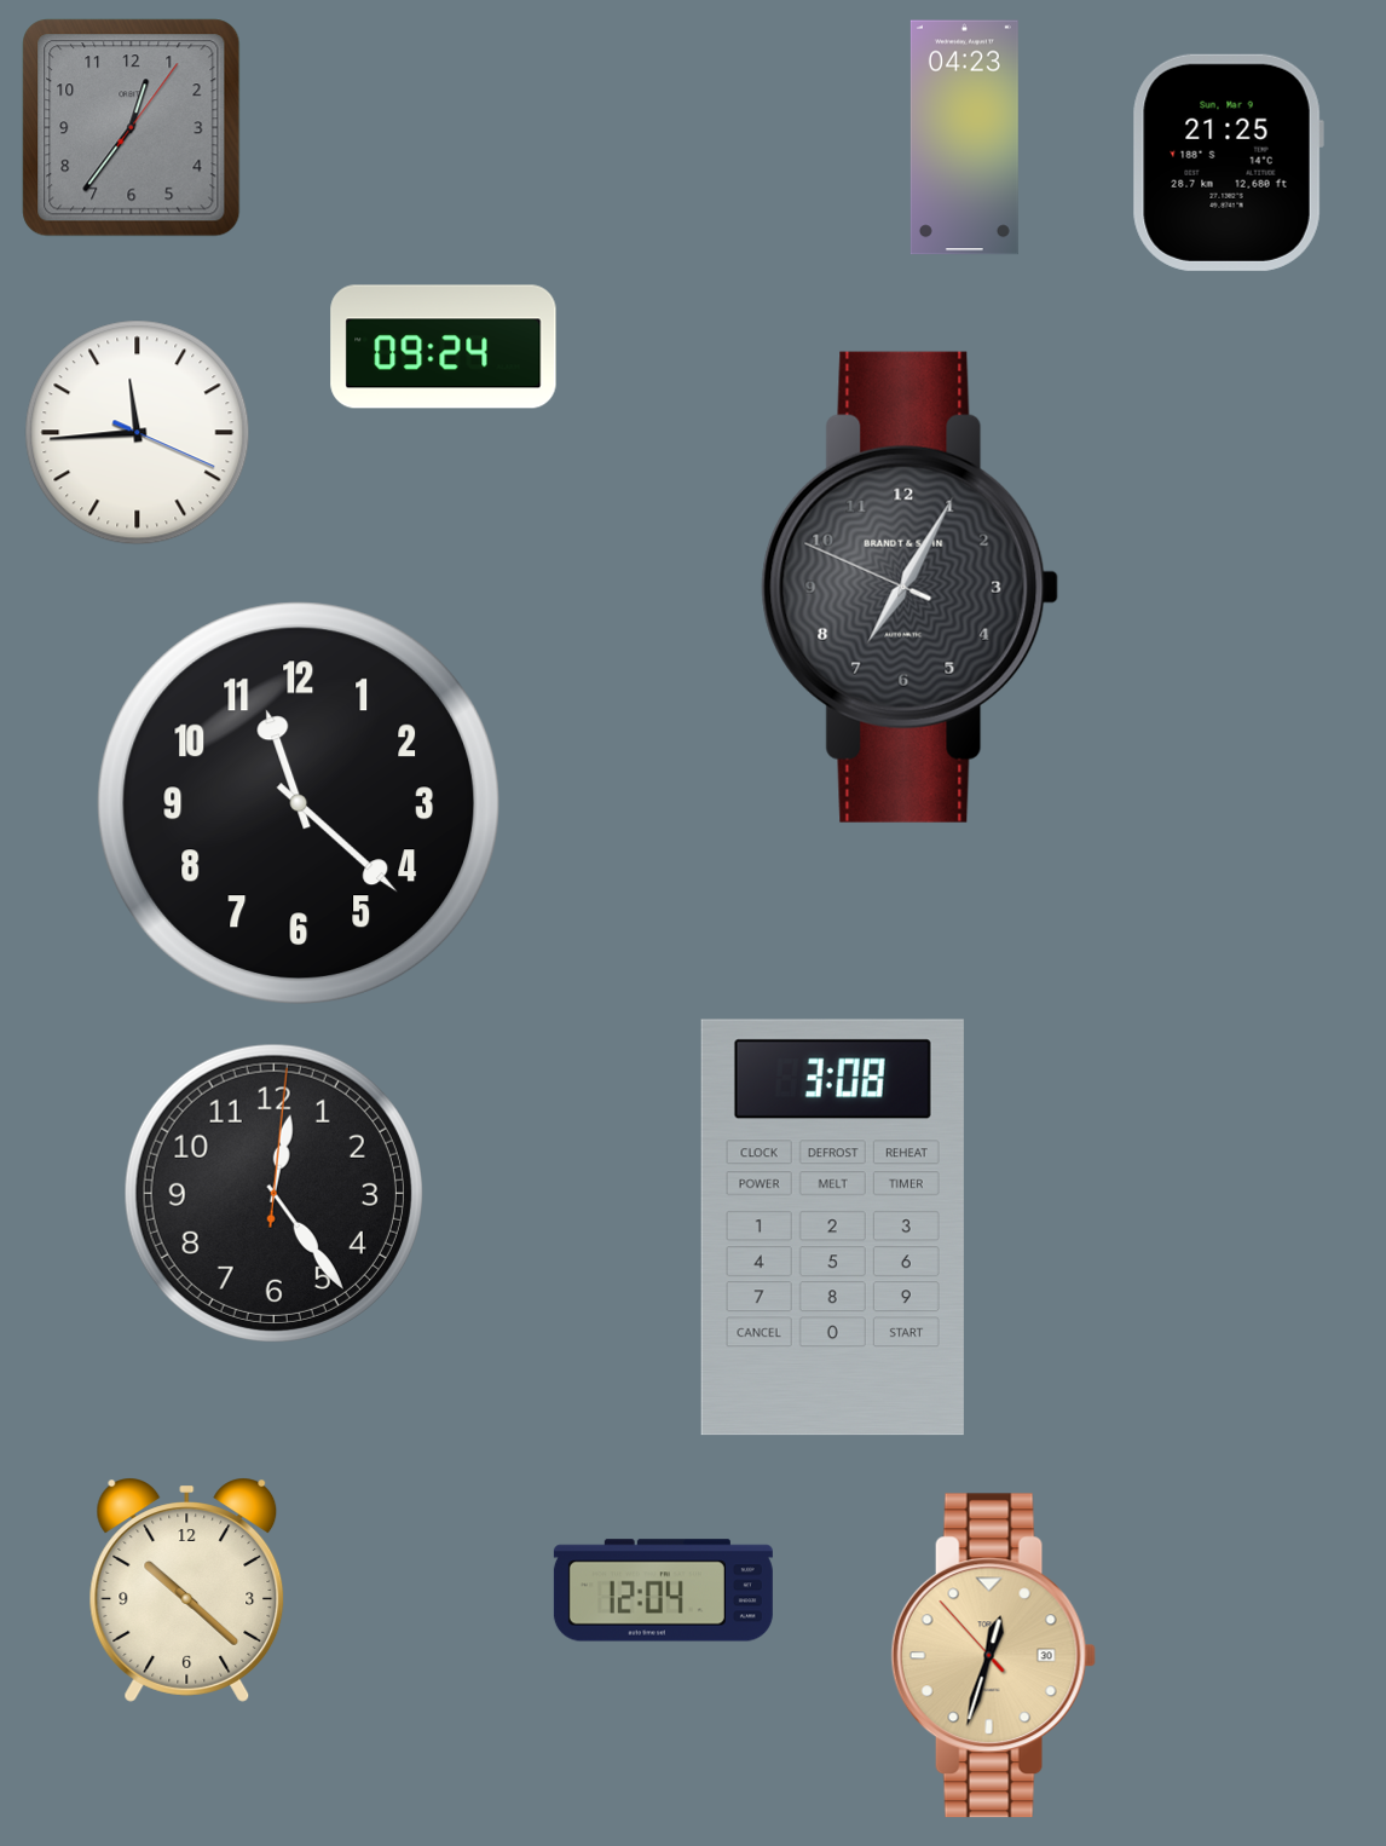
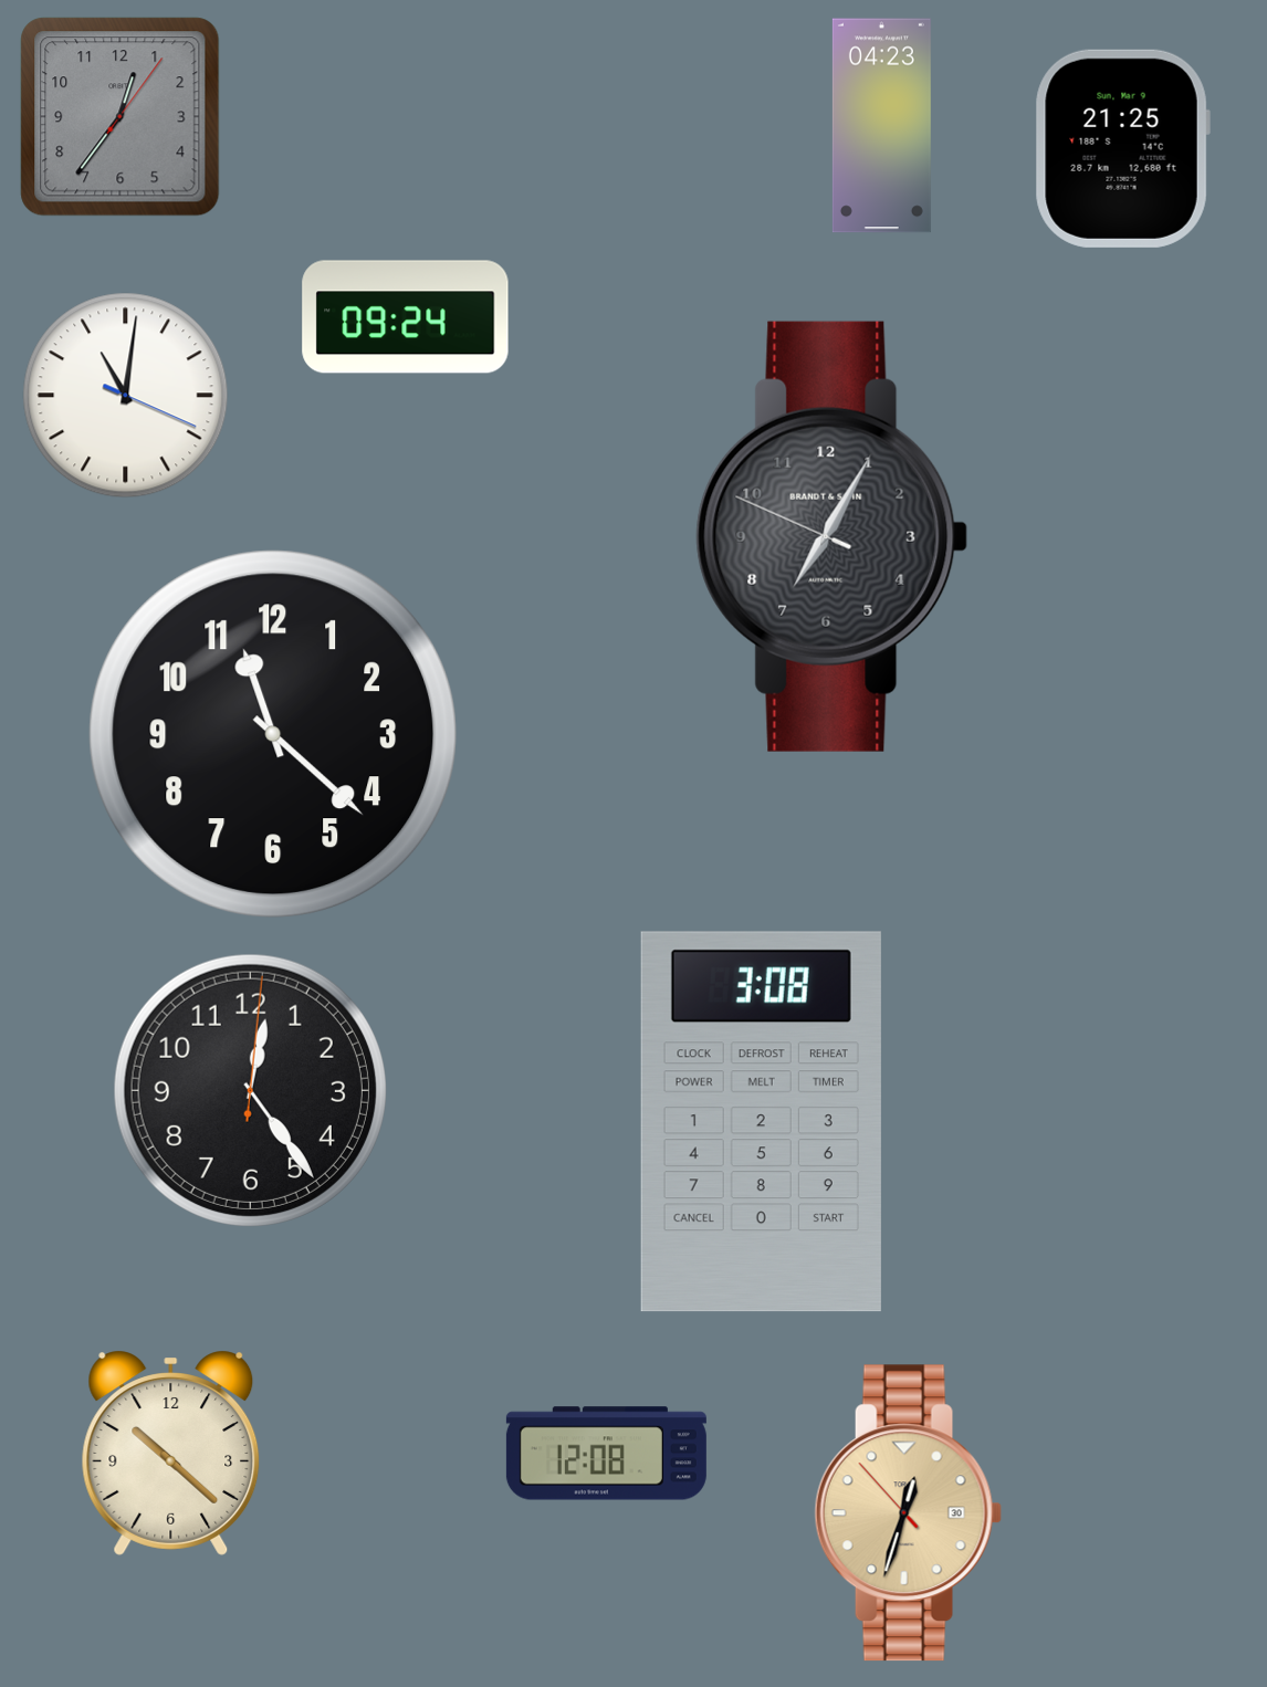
clock at (138, 433): 11:44 -> 11:01
clock at (663, 1591): 12:04 -> 12:08
